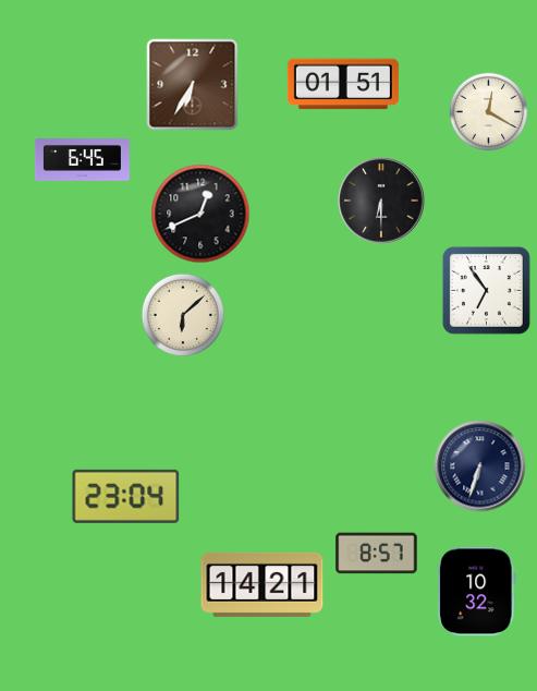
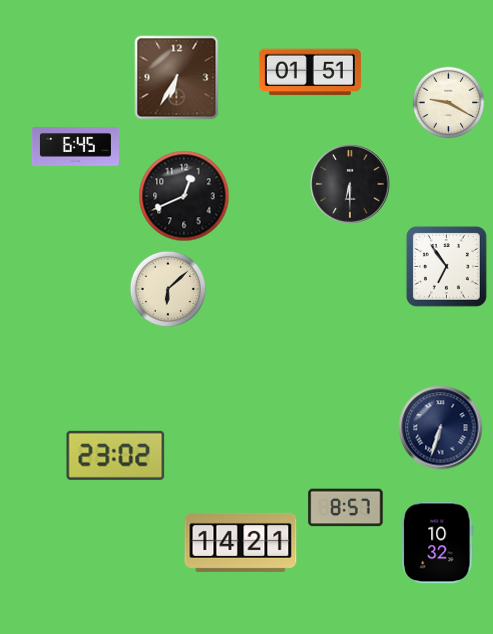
clock at (343, 84) position: (343, 84) -> (310, 72)
clock at (489, 112): 12:20 -> 9:20
clock at (126, 496): 23:04 -> 23:02
clock at (263, 584) position: (263, 584) -> (241, 542)
